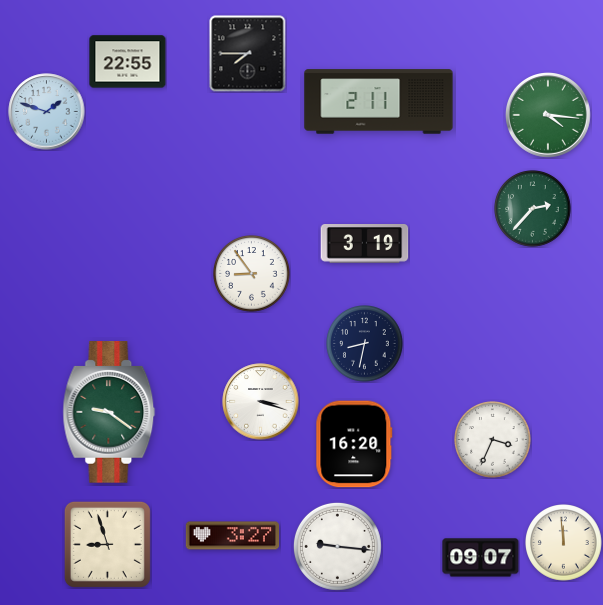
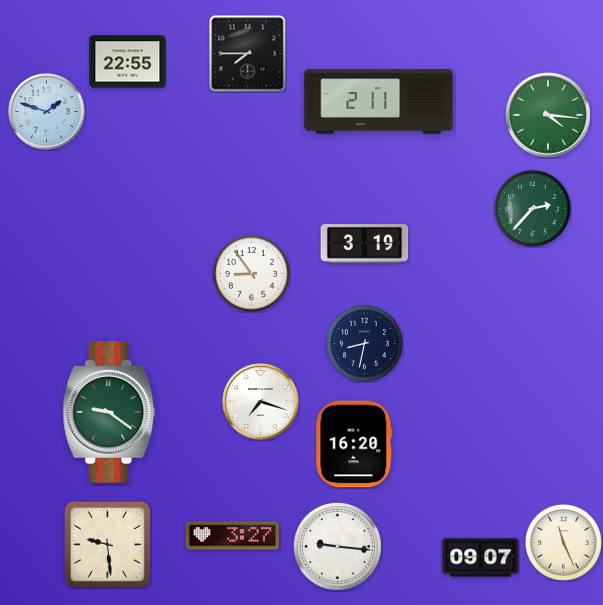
clock at (261, 402): 3:18 -> 7:18
clock at (493, 440): 3:34 -> none
clock at (564, 543): 11:59 -> 11:26
clock at (107, 544): 8:57 -> 9:29
